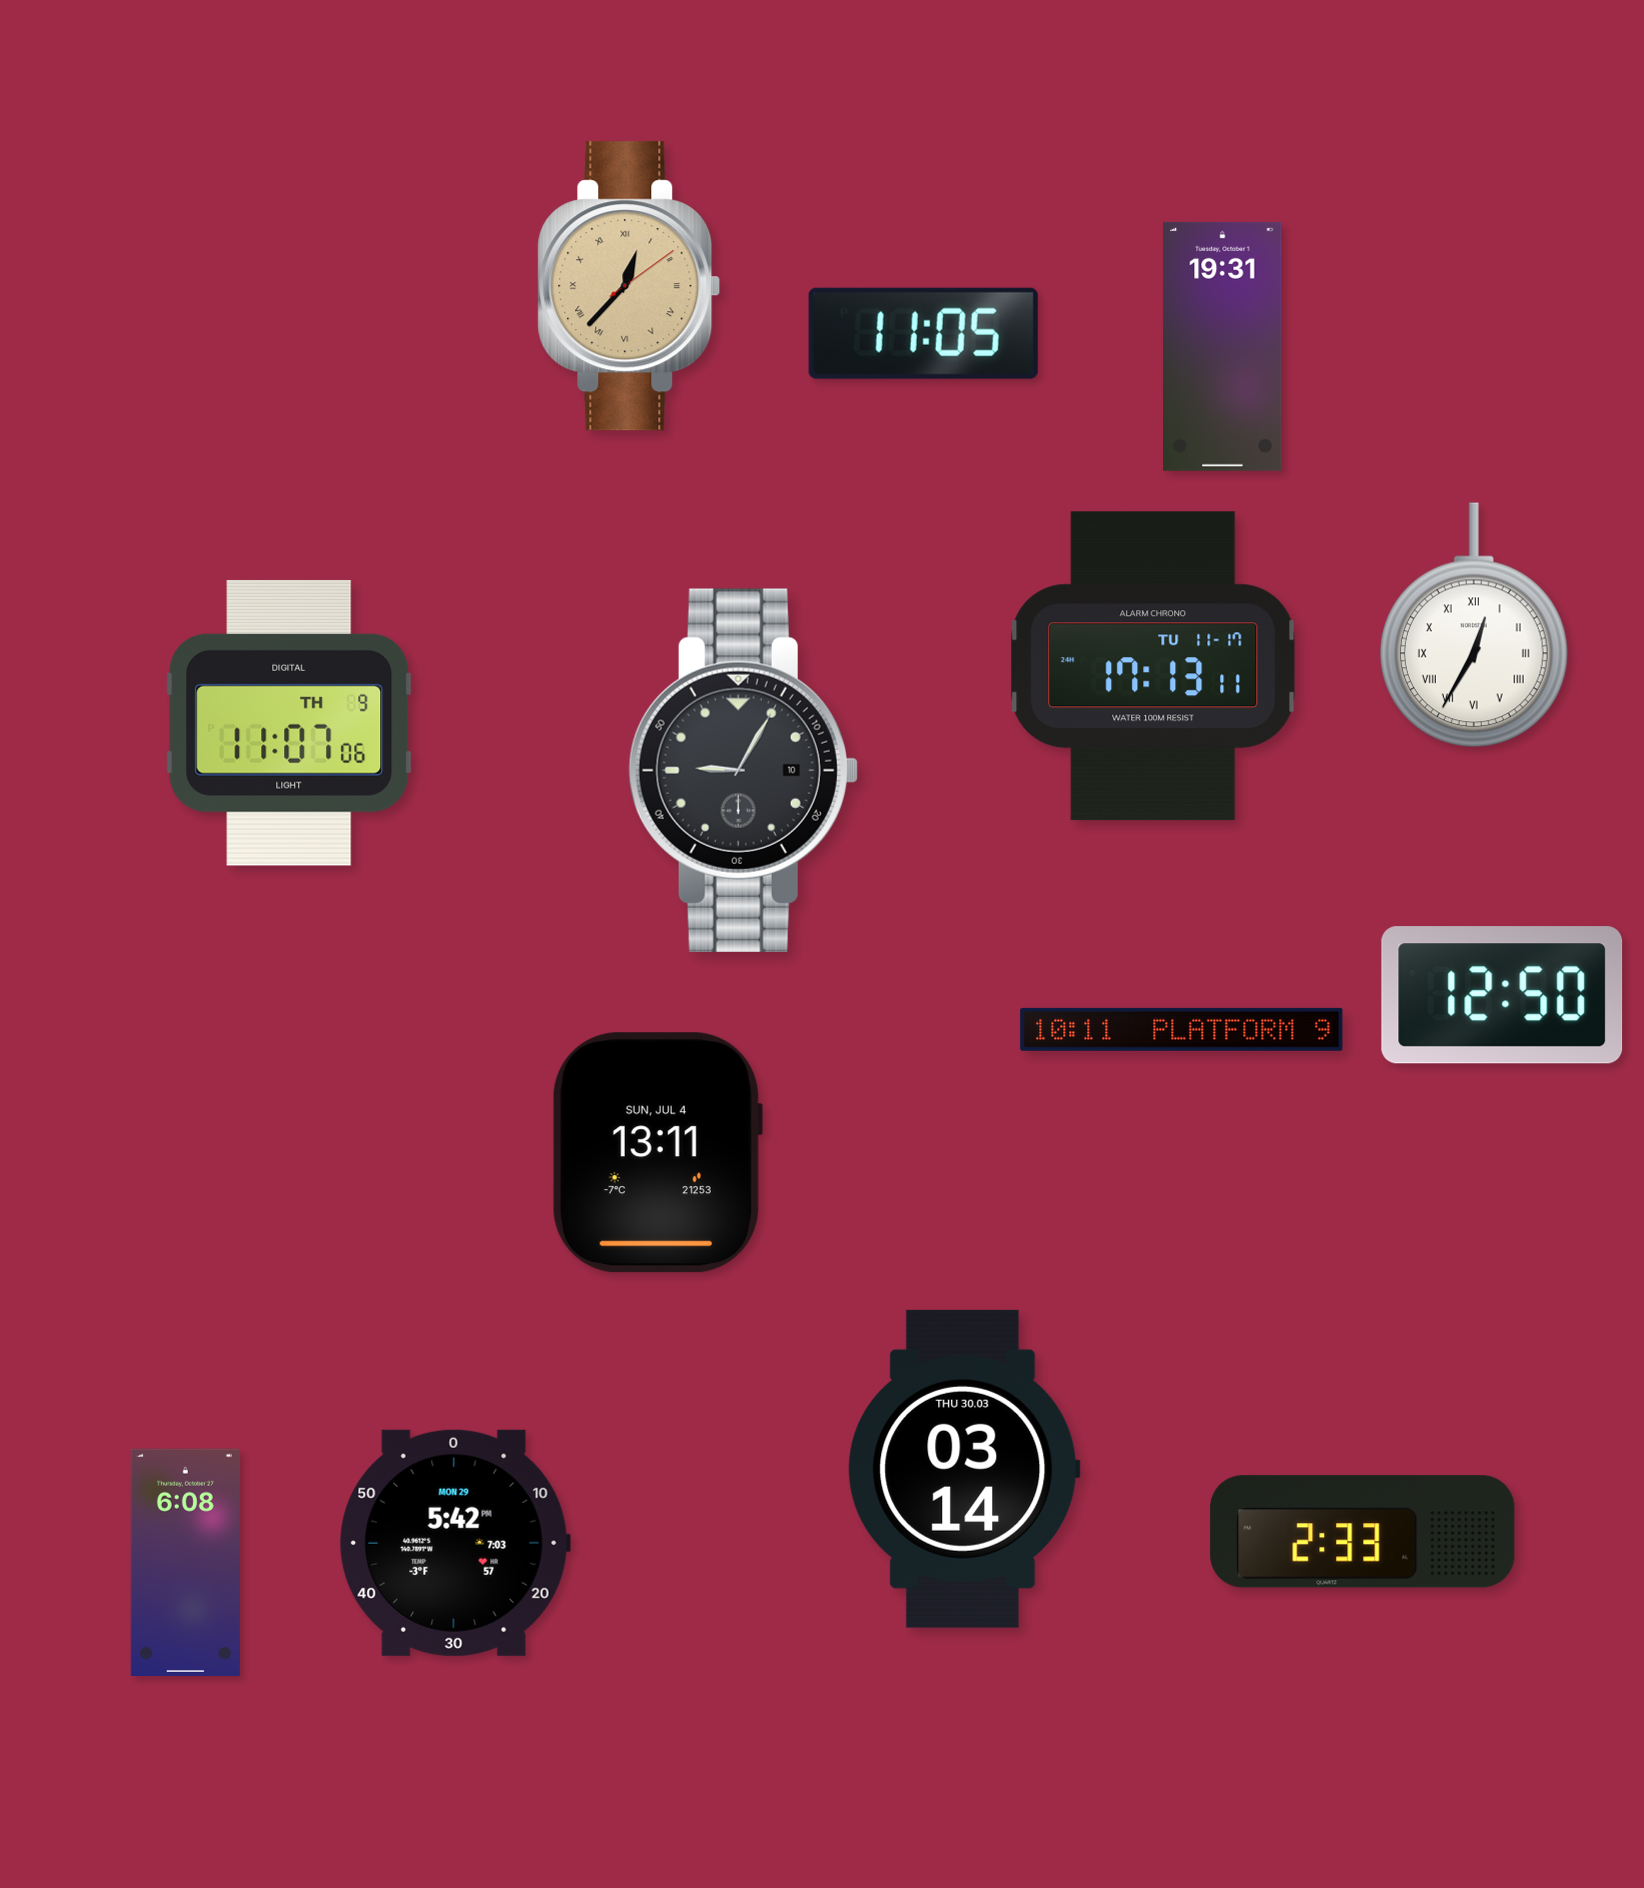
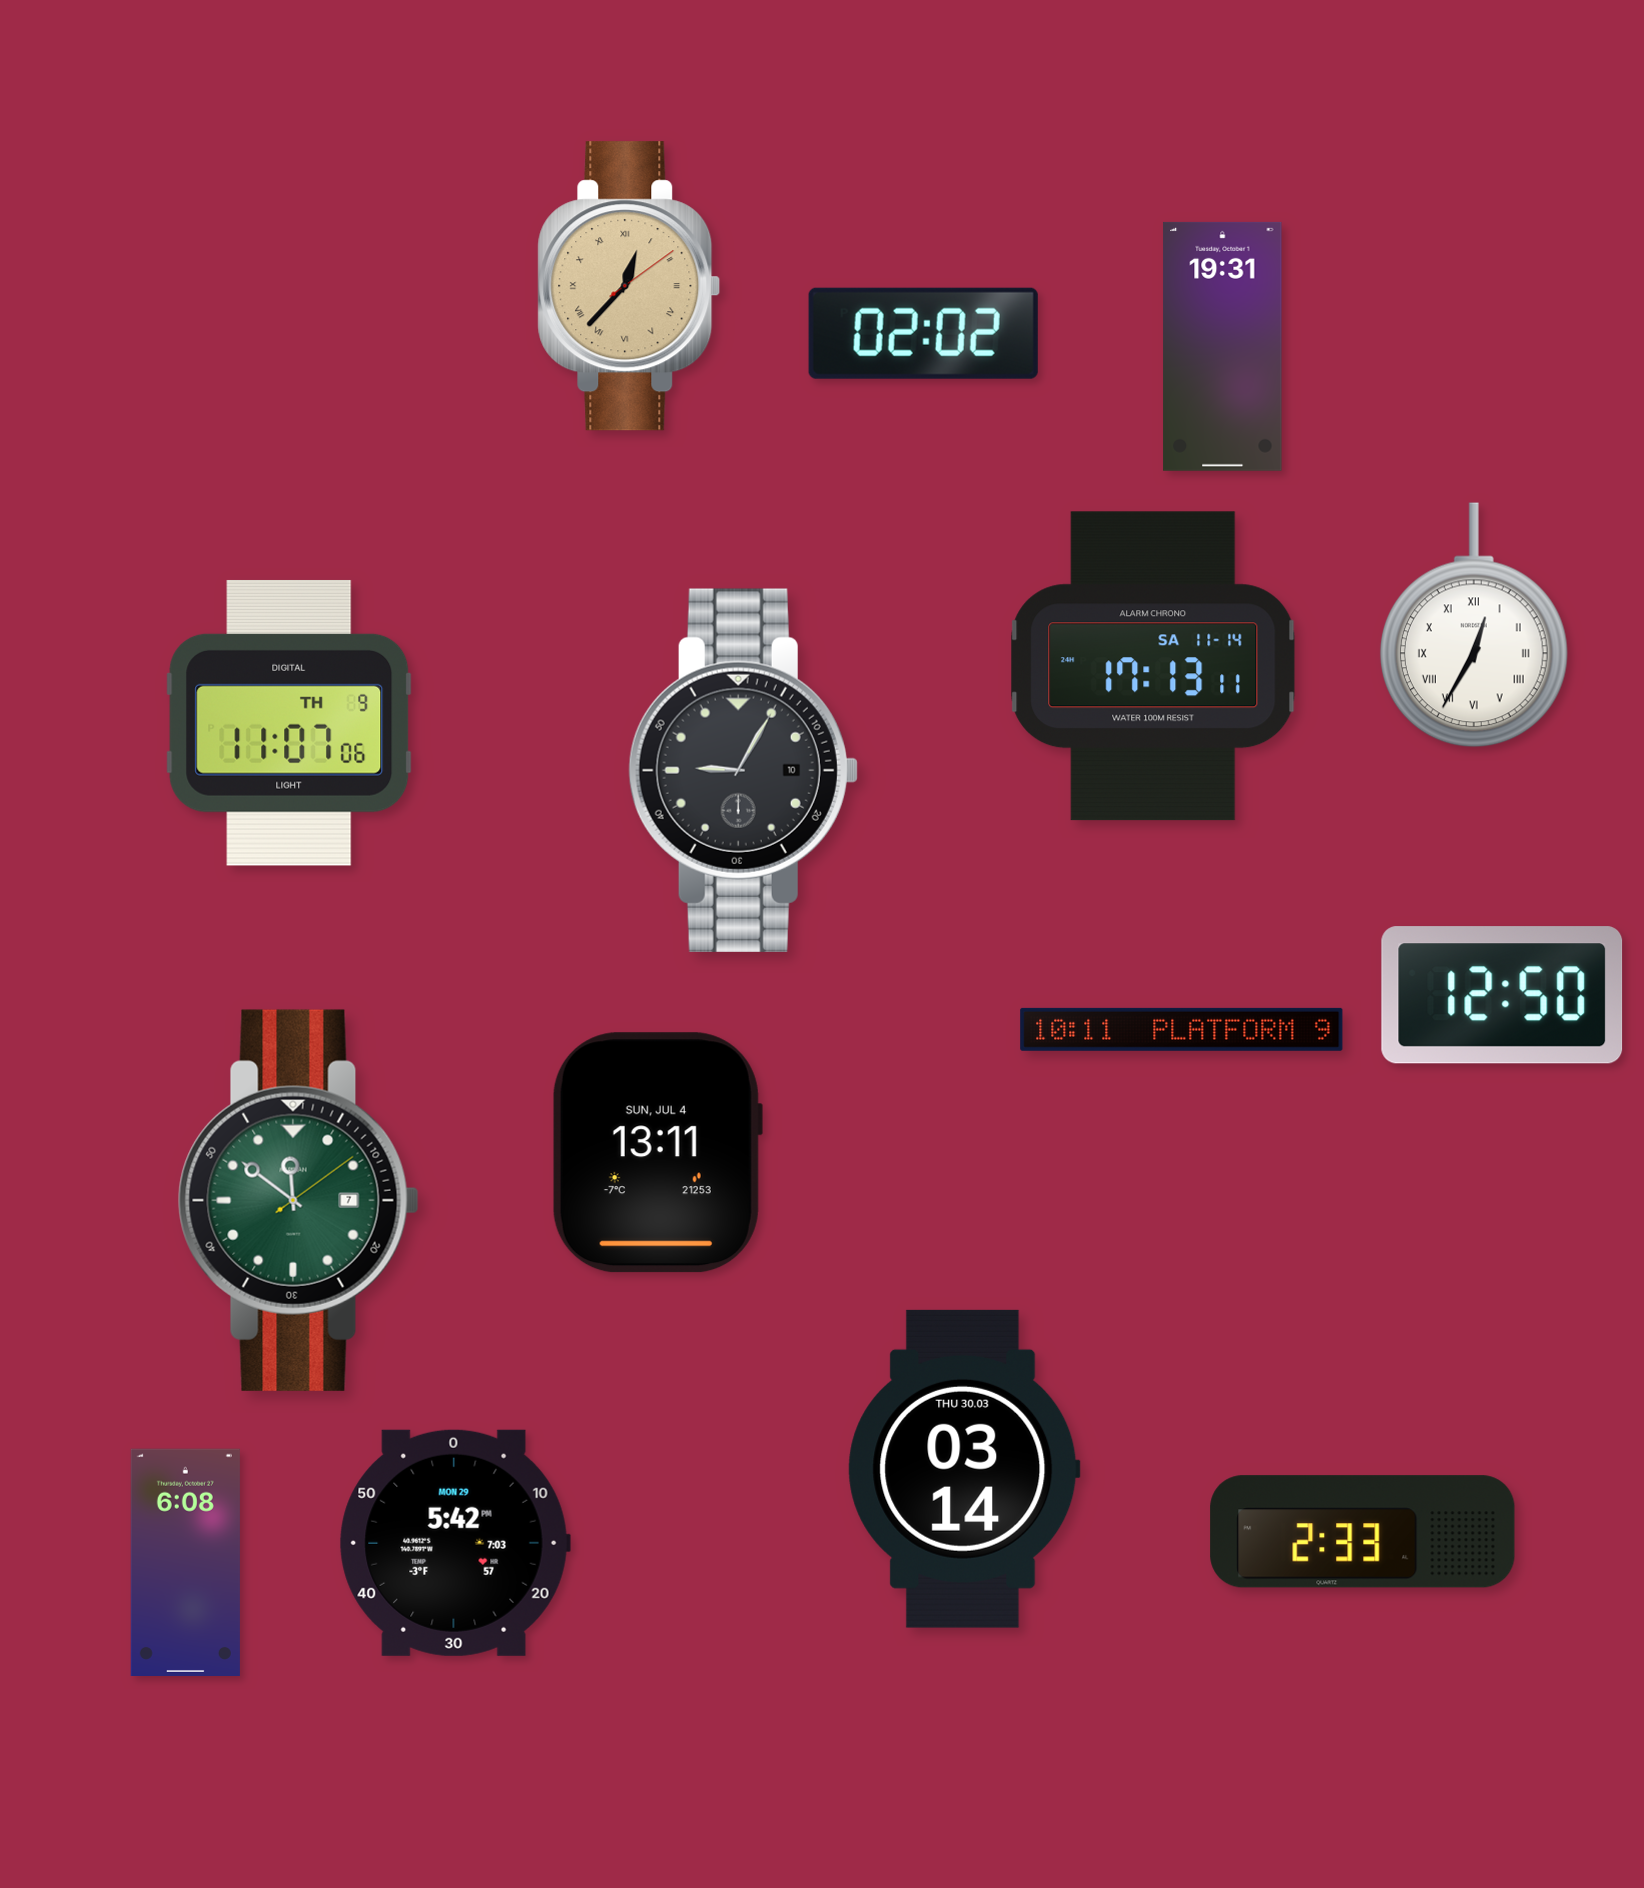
clock at (923, 333): 11:05 -> 02:02
clock at (1153, 666) date: TU 11-17 -> SA 11-14
clock at (298, 1200): none -> 11:51
